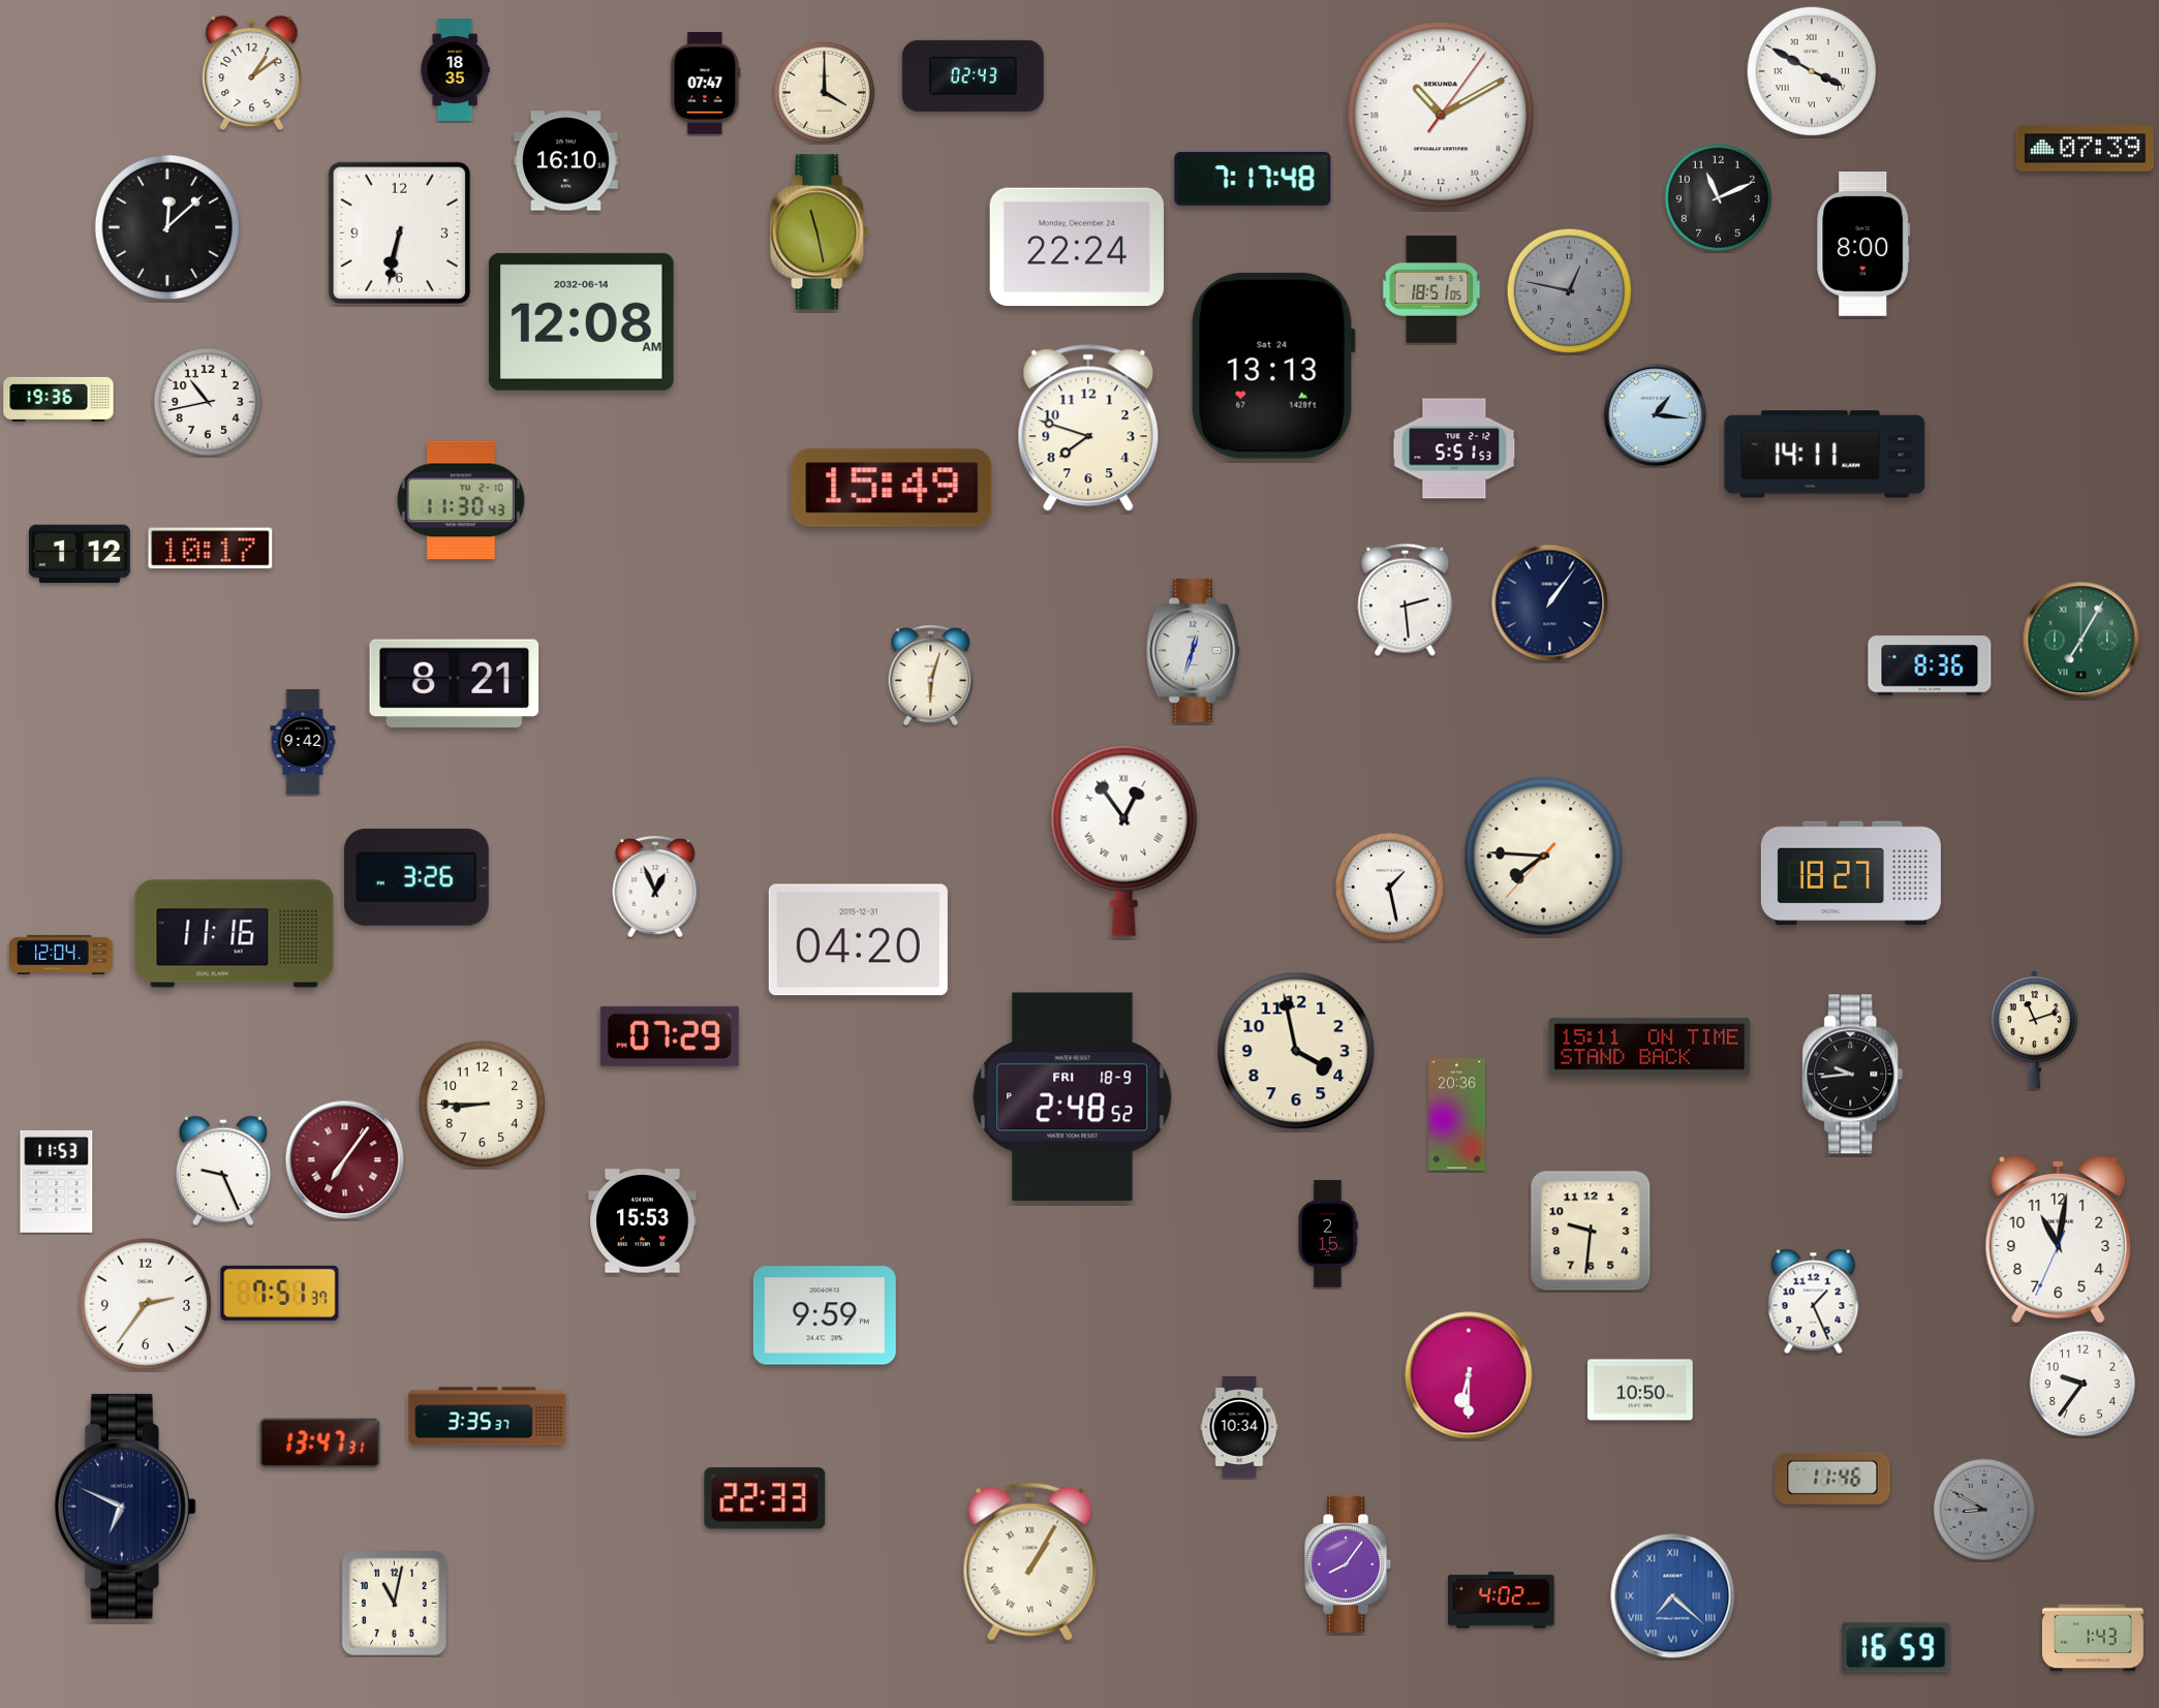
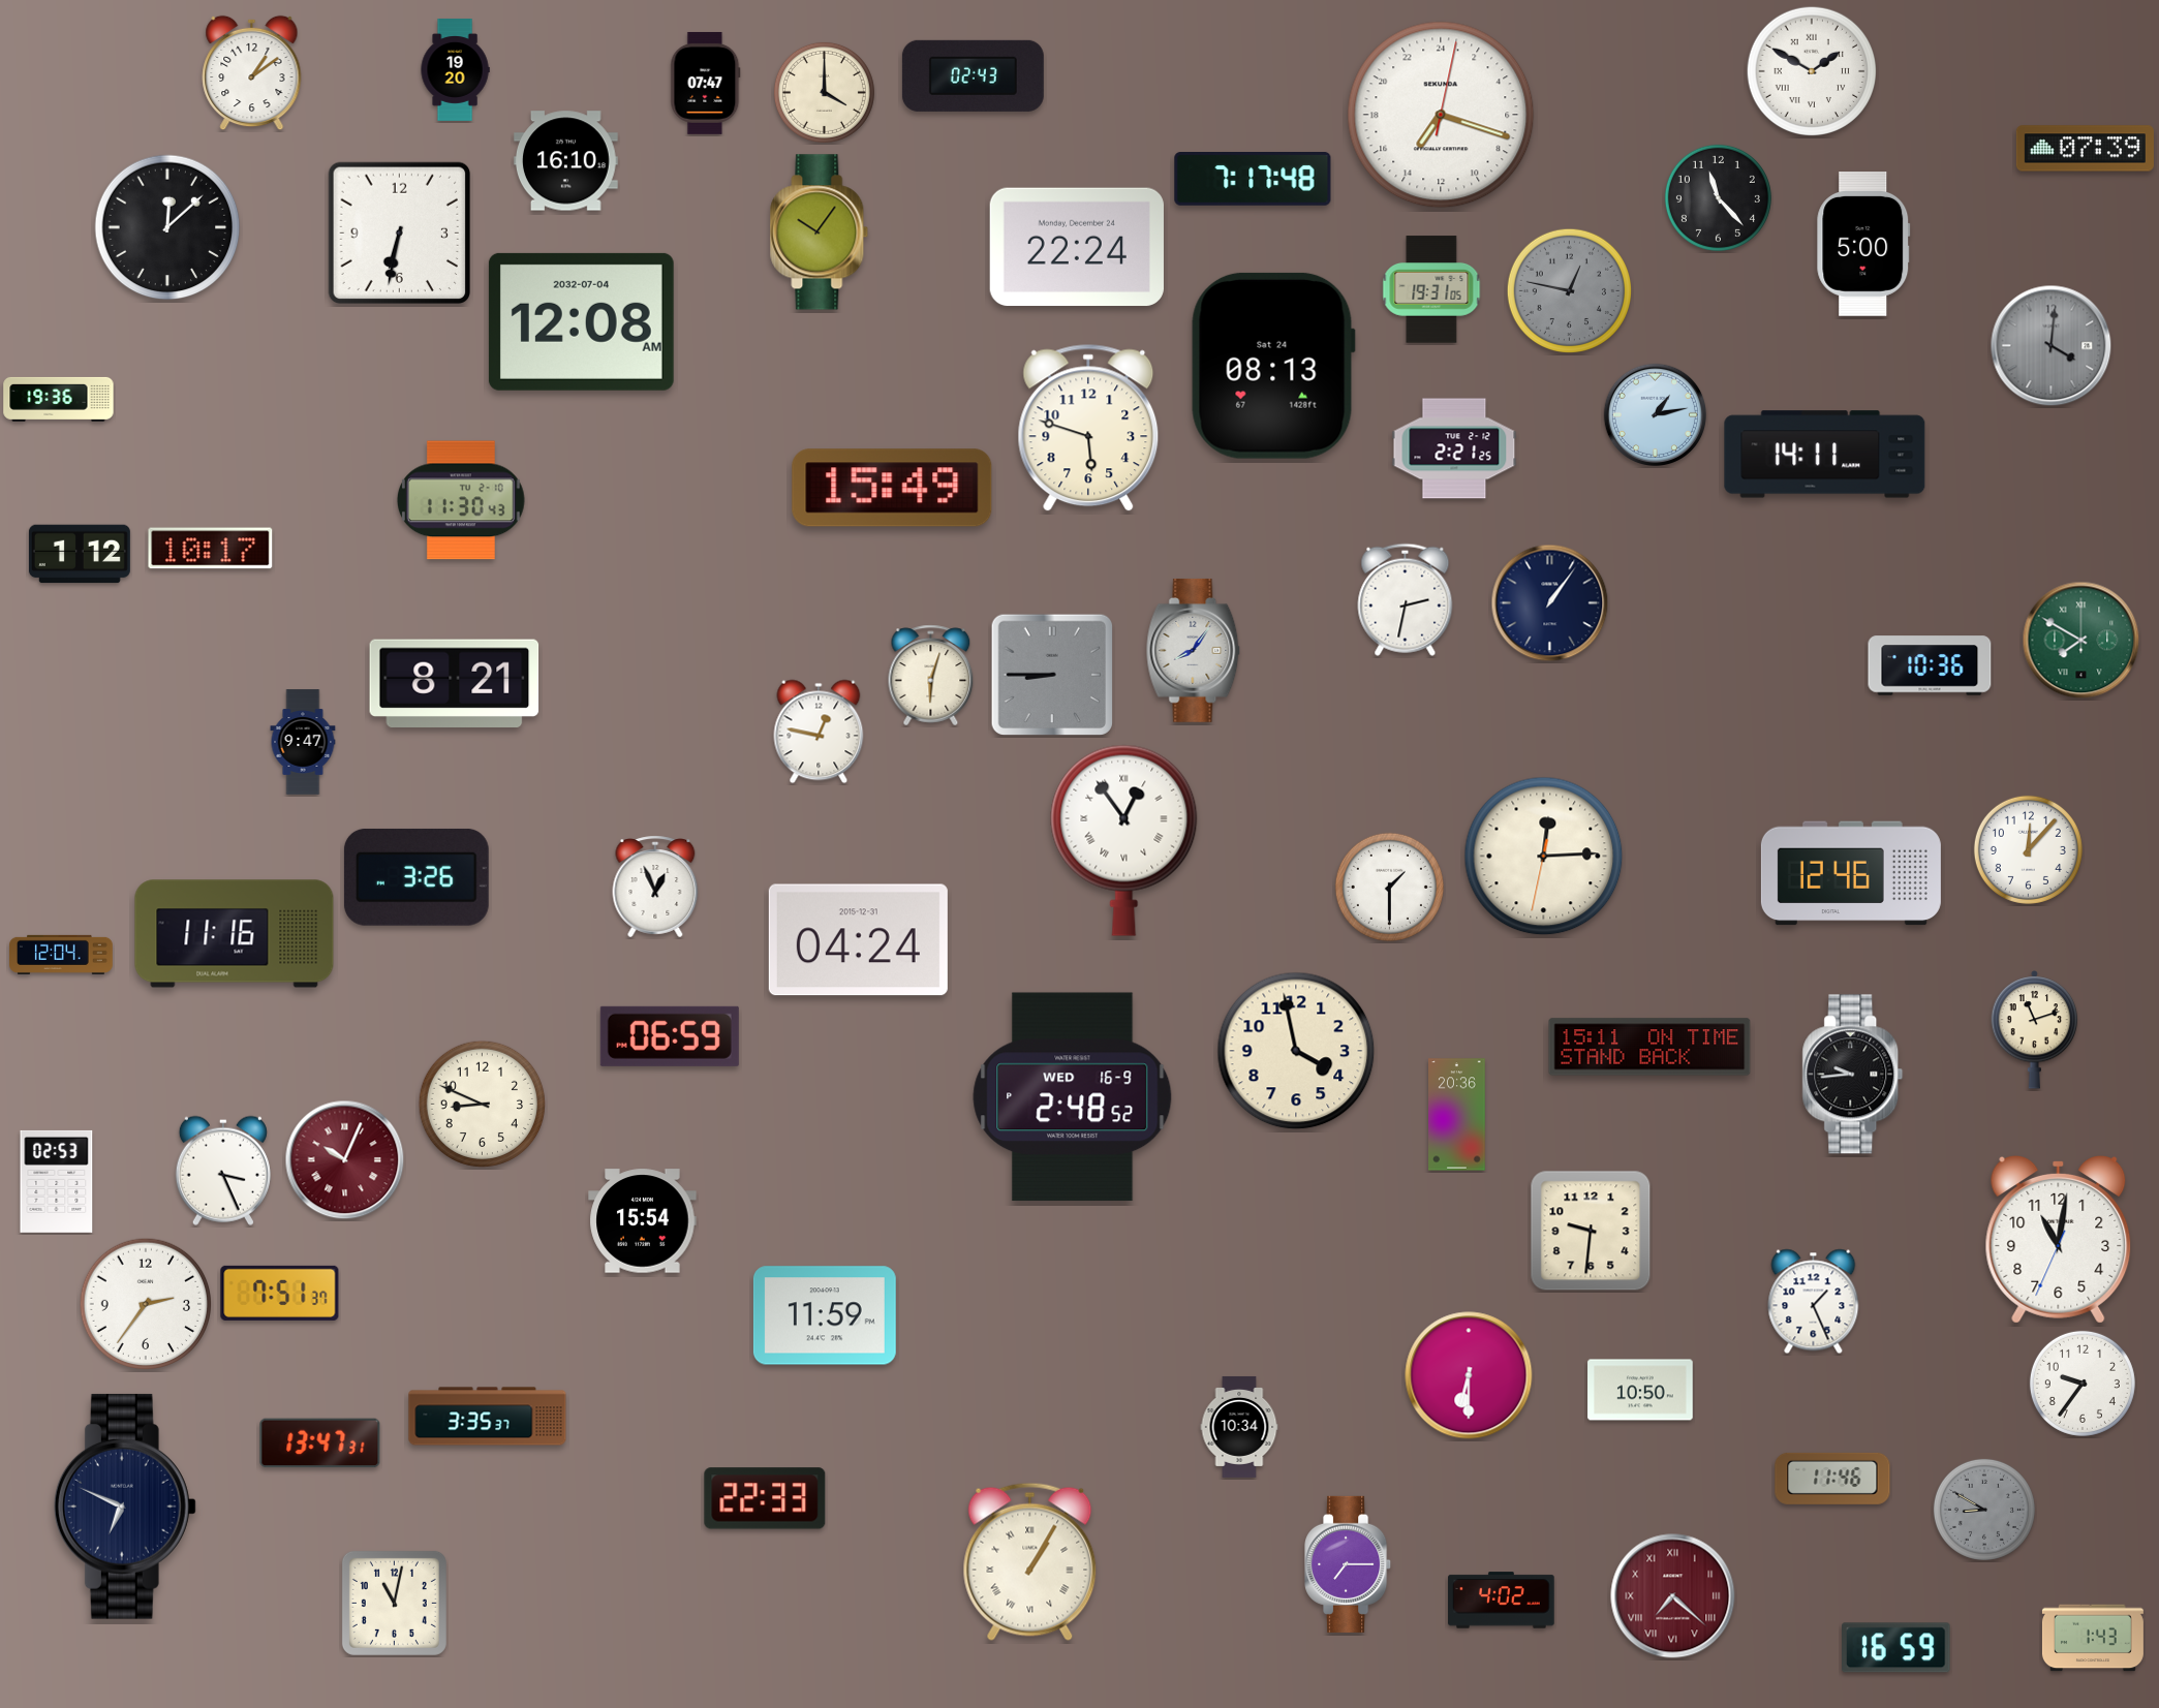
clock at (455, 70): 18:35 -> 19:20
clock at (1811, 70): 3:50 -> 1:50
clock at (1441, 115): 21:10 -> 14:18
clock at (1718, 197): 11:11 -> 11:23
clock at (820, 232): 11:28 -> 10:06
clock at (1863, 245): 8:00 -> 5:00
clock at (1431, 289): 18:51 -> 19:31
clock at (581, 321) date: 2032-06-14 -> 2032-07-04
clock at (2052, 346): none -> 4:01
clock at (1273, 366): 13:13 -> 08:13
clock at (208, 402): 10:43 -> none
clock at (1655, 414): 1:16 -> 1:13
clock at (1088, 428): 7:48 -> 5:48
clock at (1454, 448): 5:51 -> 2:21
clock at (1406, 599): 2:29 -> 2:32
clock at (2081, 641): 7:05 -> 7:50
clock at (1194, 650): 12:33 -> 8:06
clock at (1930, 665): 8:36 -> 10:36
clock at (1051, 674): none -> 8:45
clock at (819, 732): none -> 12:47
clock at (303, 742): 9:42 -> 9:47
clock at (2028, 849): none -> 12:07
clock at (1544, 857): 7:45 -> 12:14
clock at (1851, 873): 18:27 -> 12:46
clock at (1389, 887): 1:28 -> 1:30
clock at (858, 940): 04:20 -> 04:24
clock at (670, 1036): 07:29 -> 06:59
clock at (1073, 1097) date: FRI 18-9 -> WED 16-9
clock at (482, 1104): 8:45 -> 8:49
clock at (345, 1160): 7:06 -> 10:04
clock at (223, 1171): 9:26 -> 3:26
clock at (57, 1181): 11:53 -> 02:53
clock at (643, 1221): 15:53 -> 15:54
clock at (1328, 1234): 2:15 -> none
clock at (825, 1315): 9:59 -> 11:59
clock at (1349, 1564): 8:06 -> 7:15
clock at (1673, 1596) dial: blue -> burgundy
